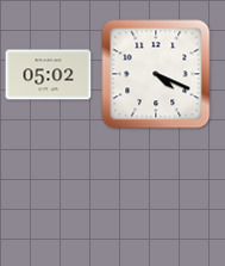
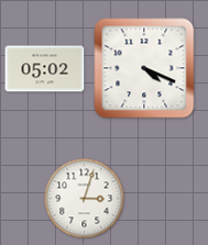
clock at (85, 199): none -> 3:03
